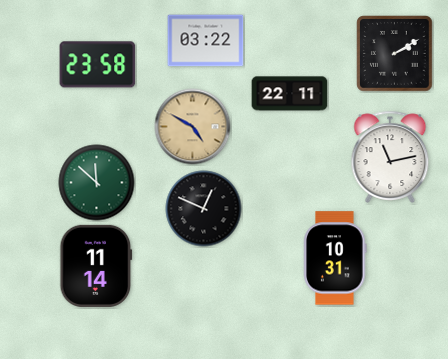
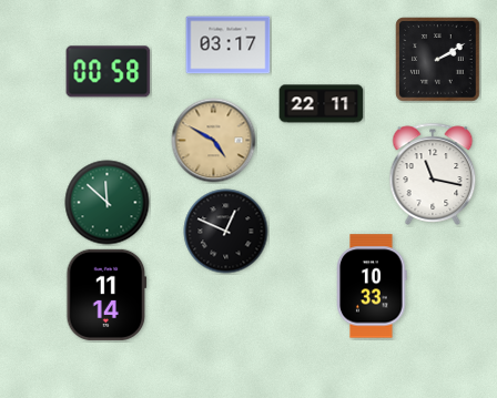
clock at (206, 41): 03:22 -> 03:17
clock at (98, 65): 23:58 -> 00:58
clock at (390, 157): 11:13 -> 11:17
clock at (335, 258): 10:31 -> 10:33
